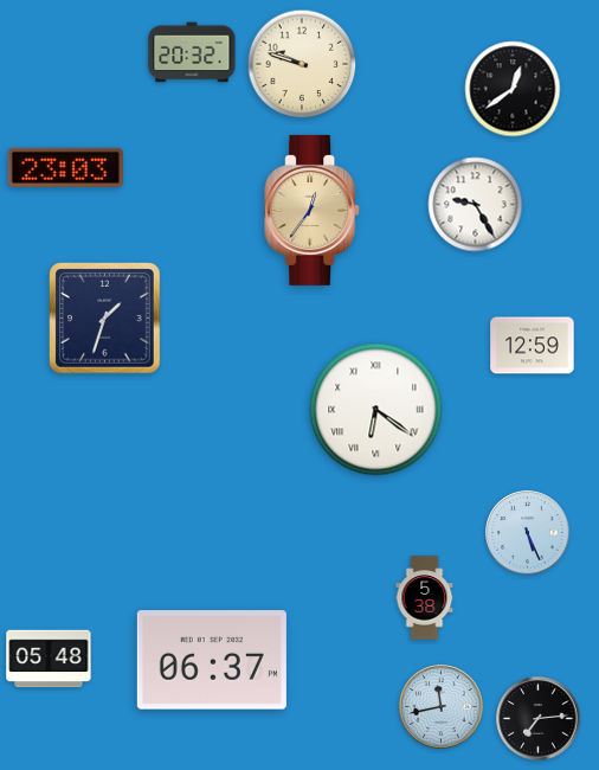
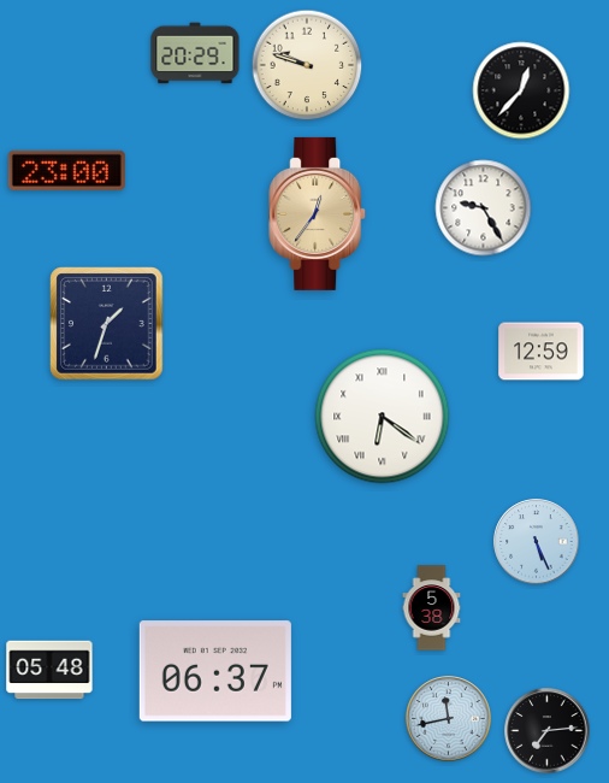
clock at (192, 52): 20:32 -> 20:29
clock at (513, 89): 12:39 -> 12:37
clock at (65, 167): 23:03 -> 23:00
